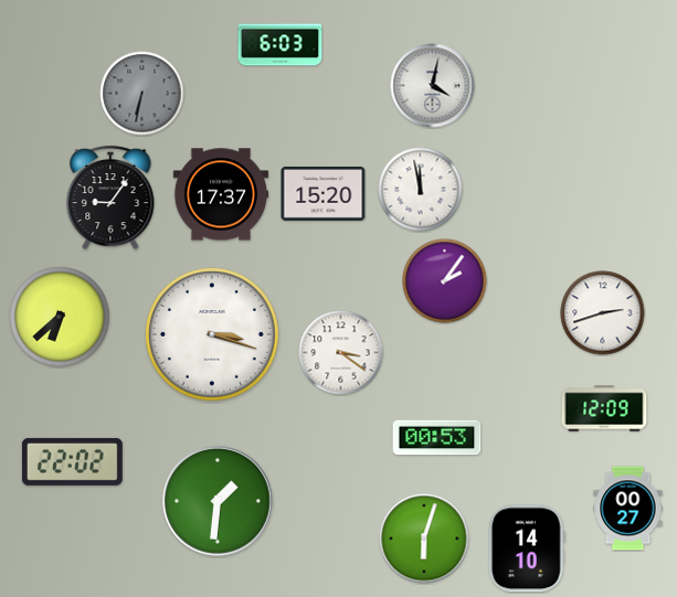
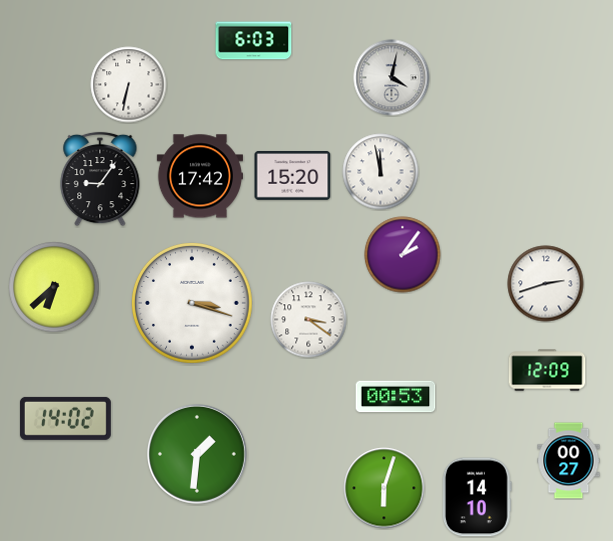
clock at (142, 94) dial: grey -> white
clock at (220, 194): 17:37 -> 17:42
clock at (72, 461): 22:02 -> 14:02
